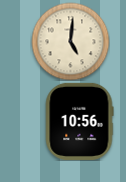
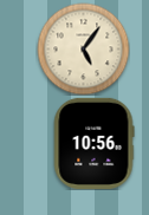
clock at (70, 41): 5:01 -> 5:06
